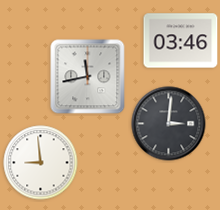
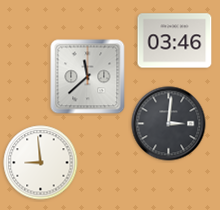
clock at (181, 41) position: (181, 41) -> (175, 41)
clock at (88, 77): 11:43 -> 11:38
